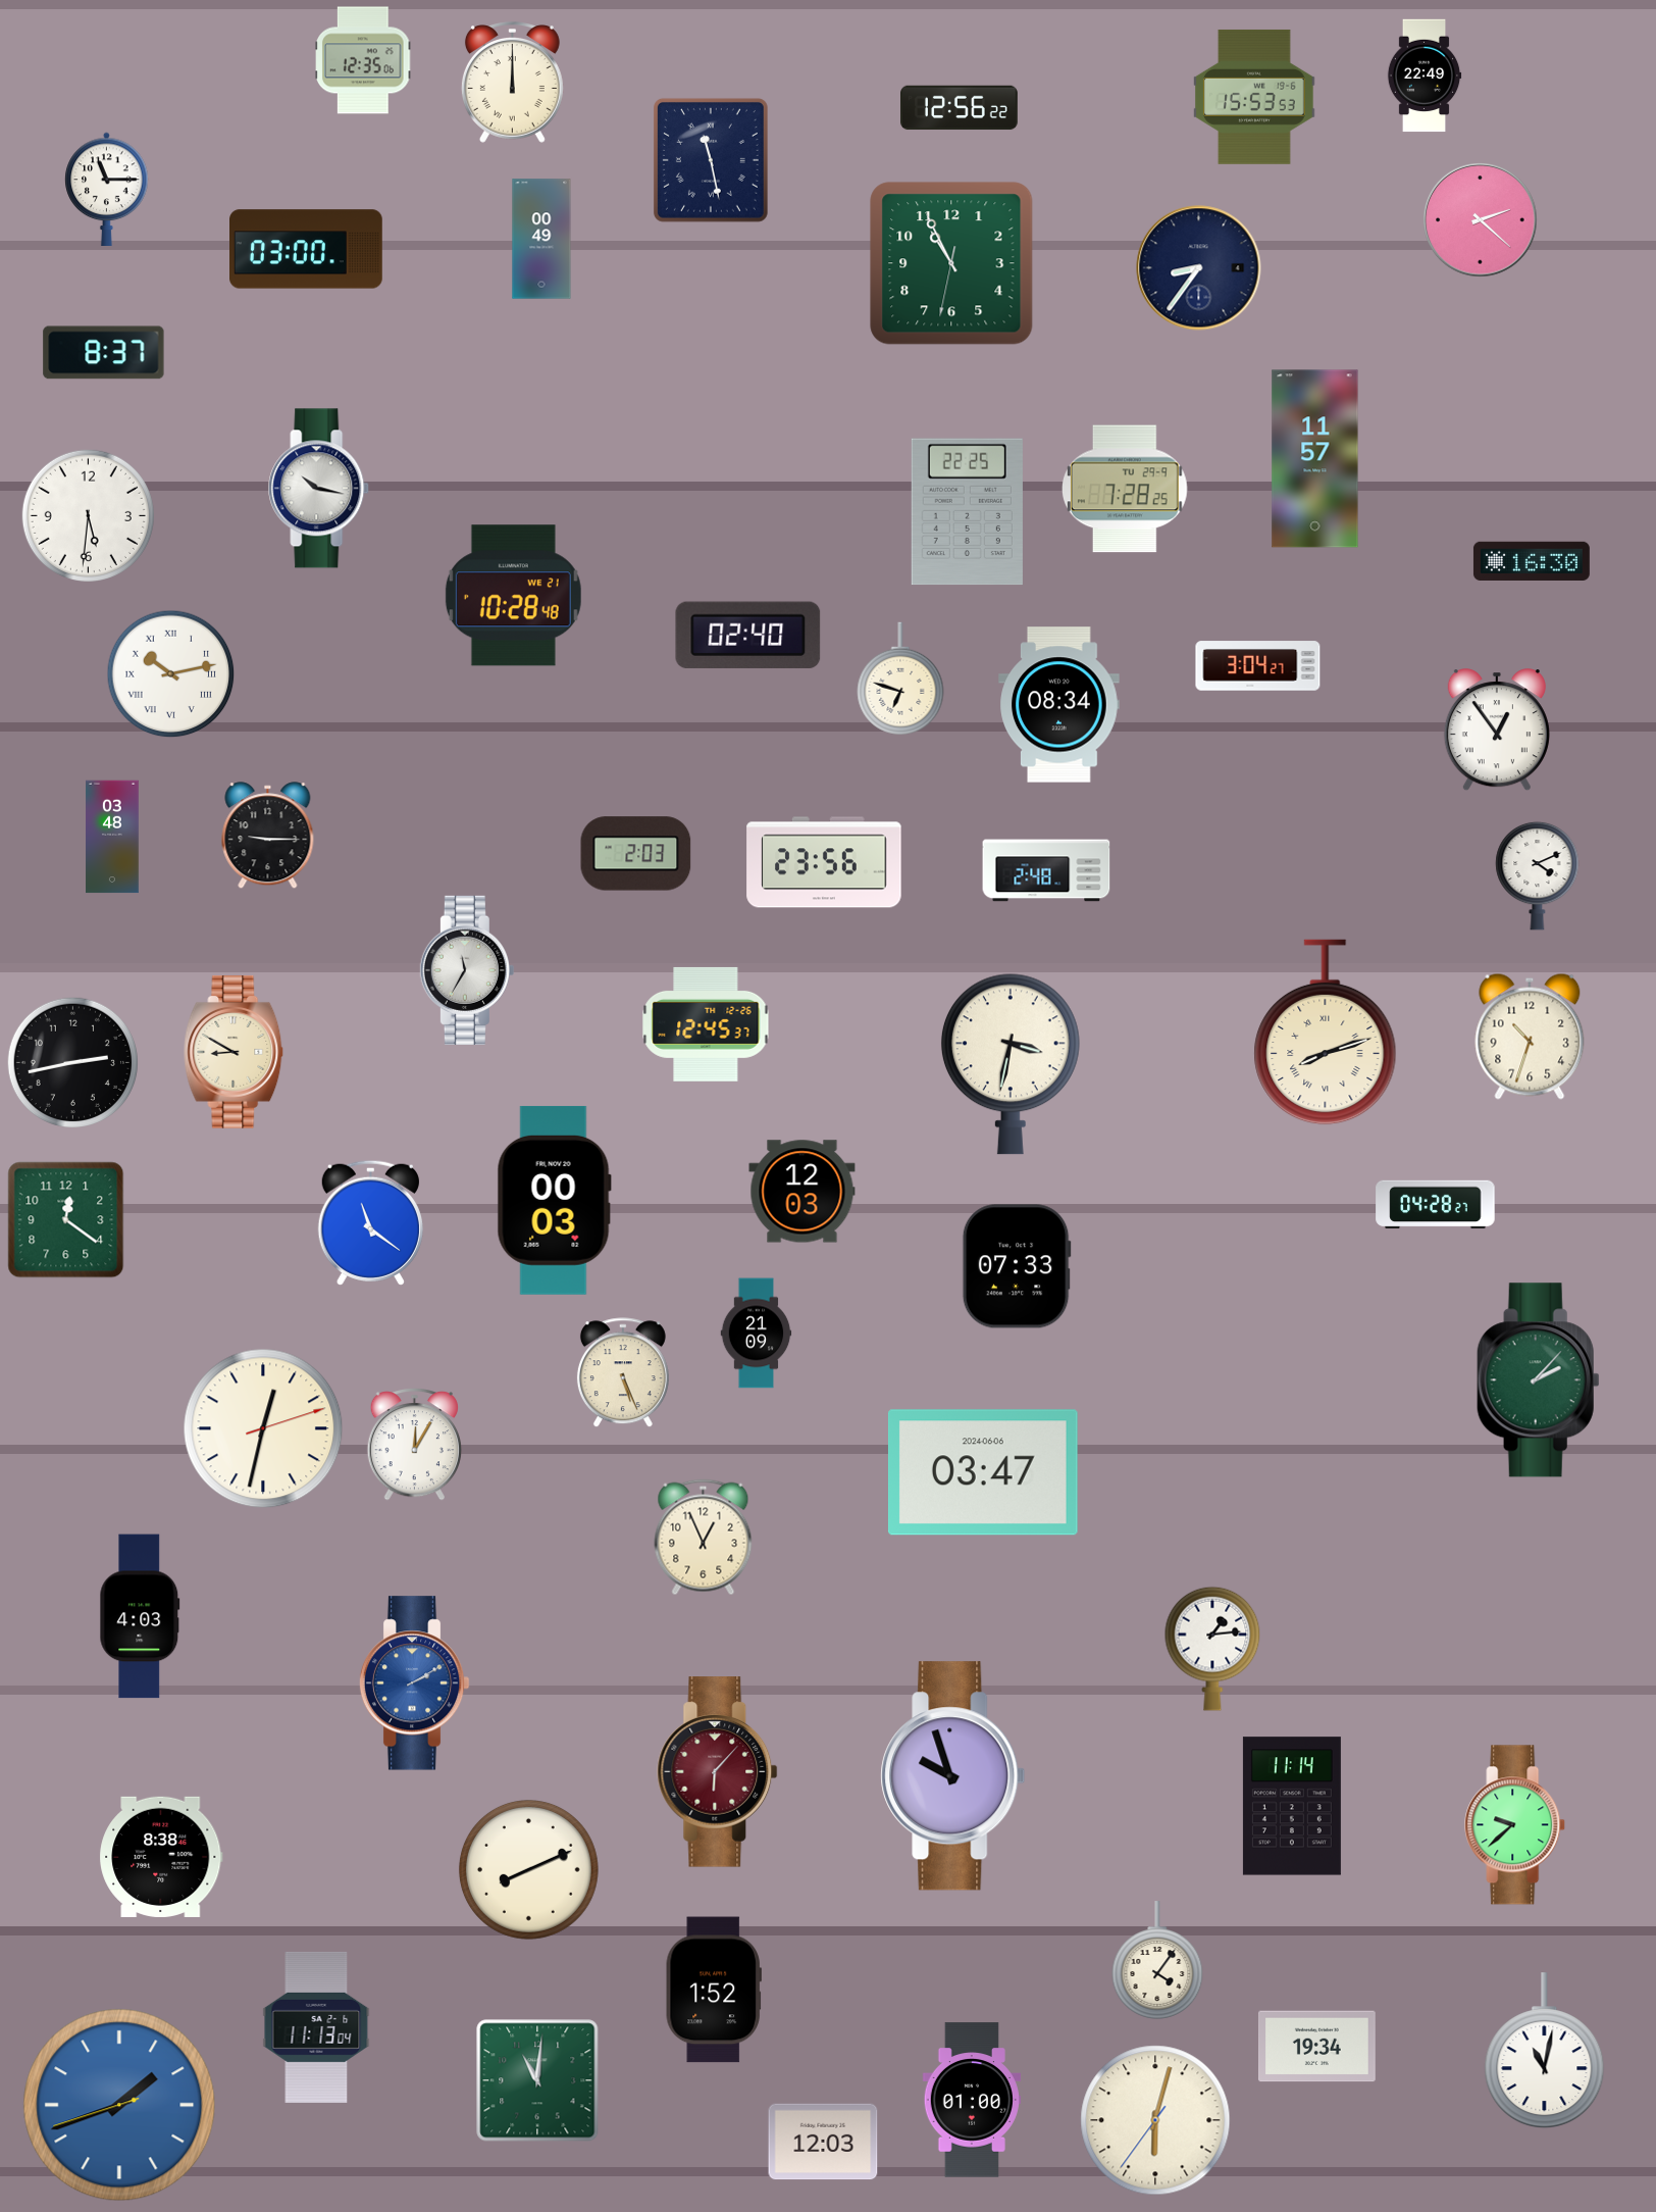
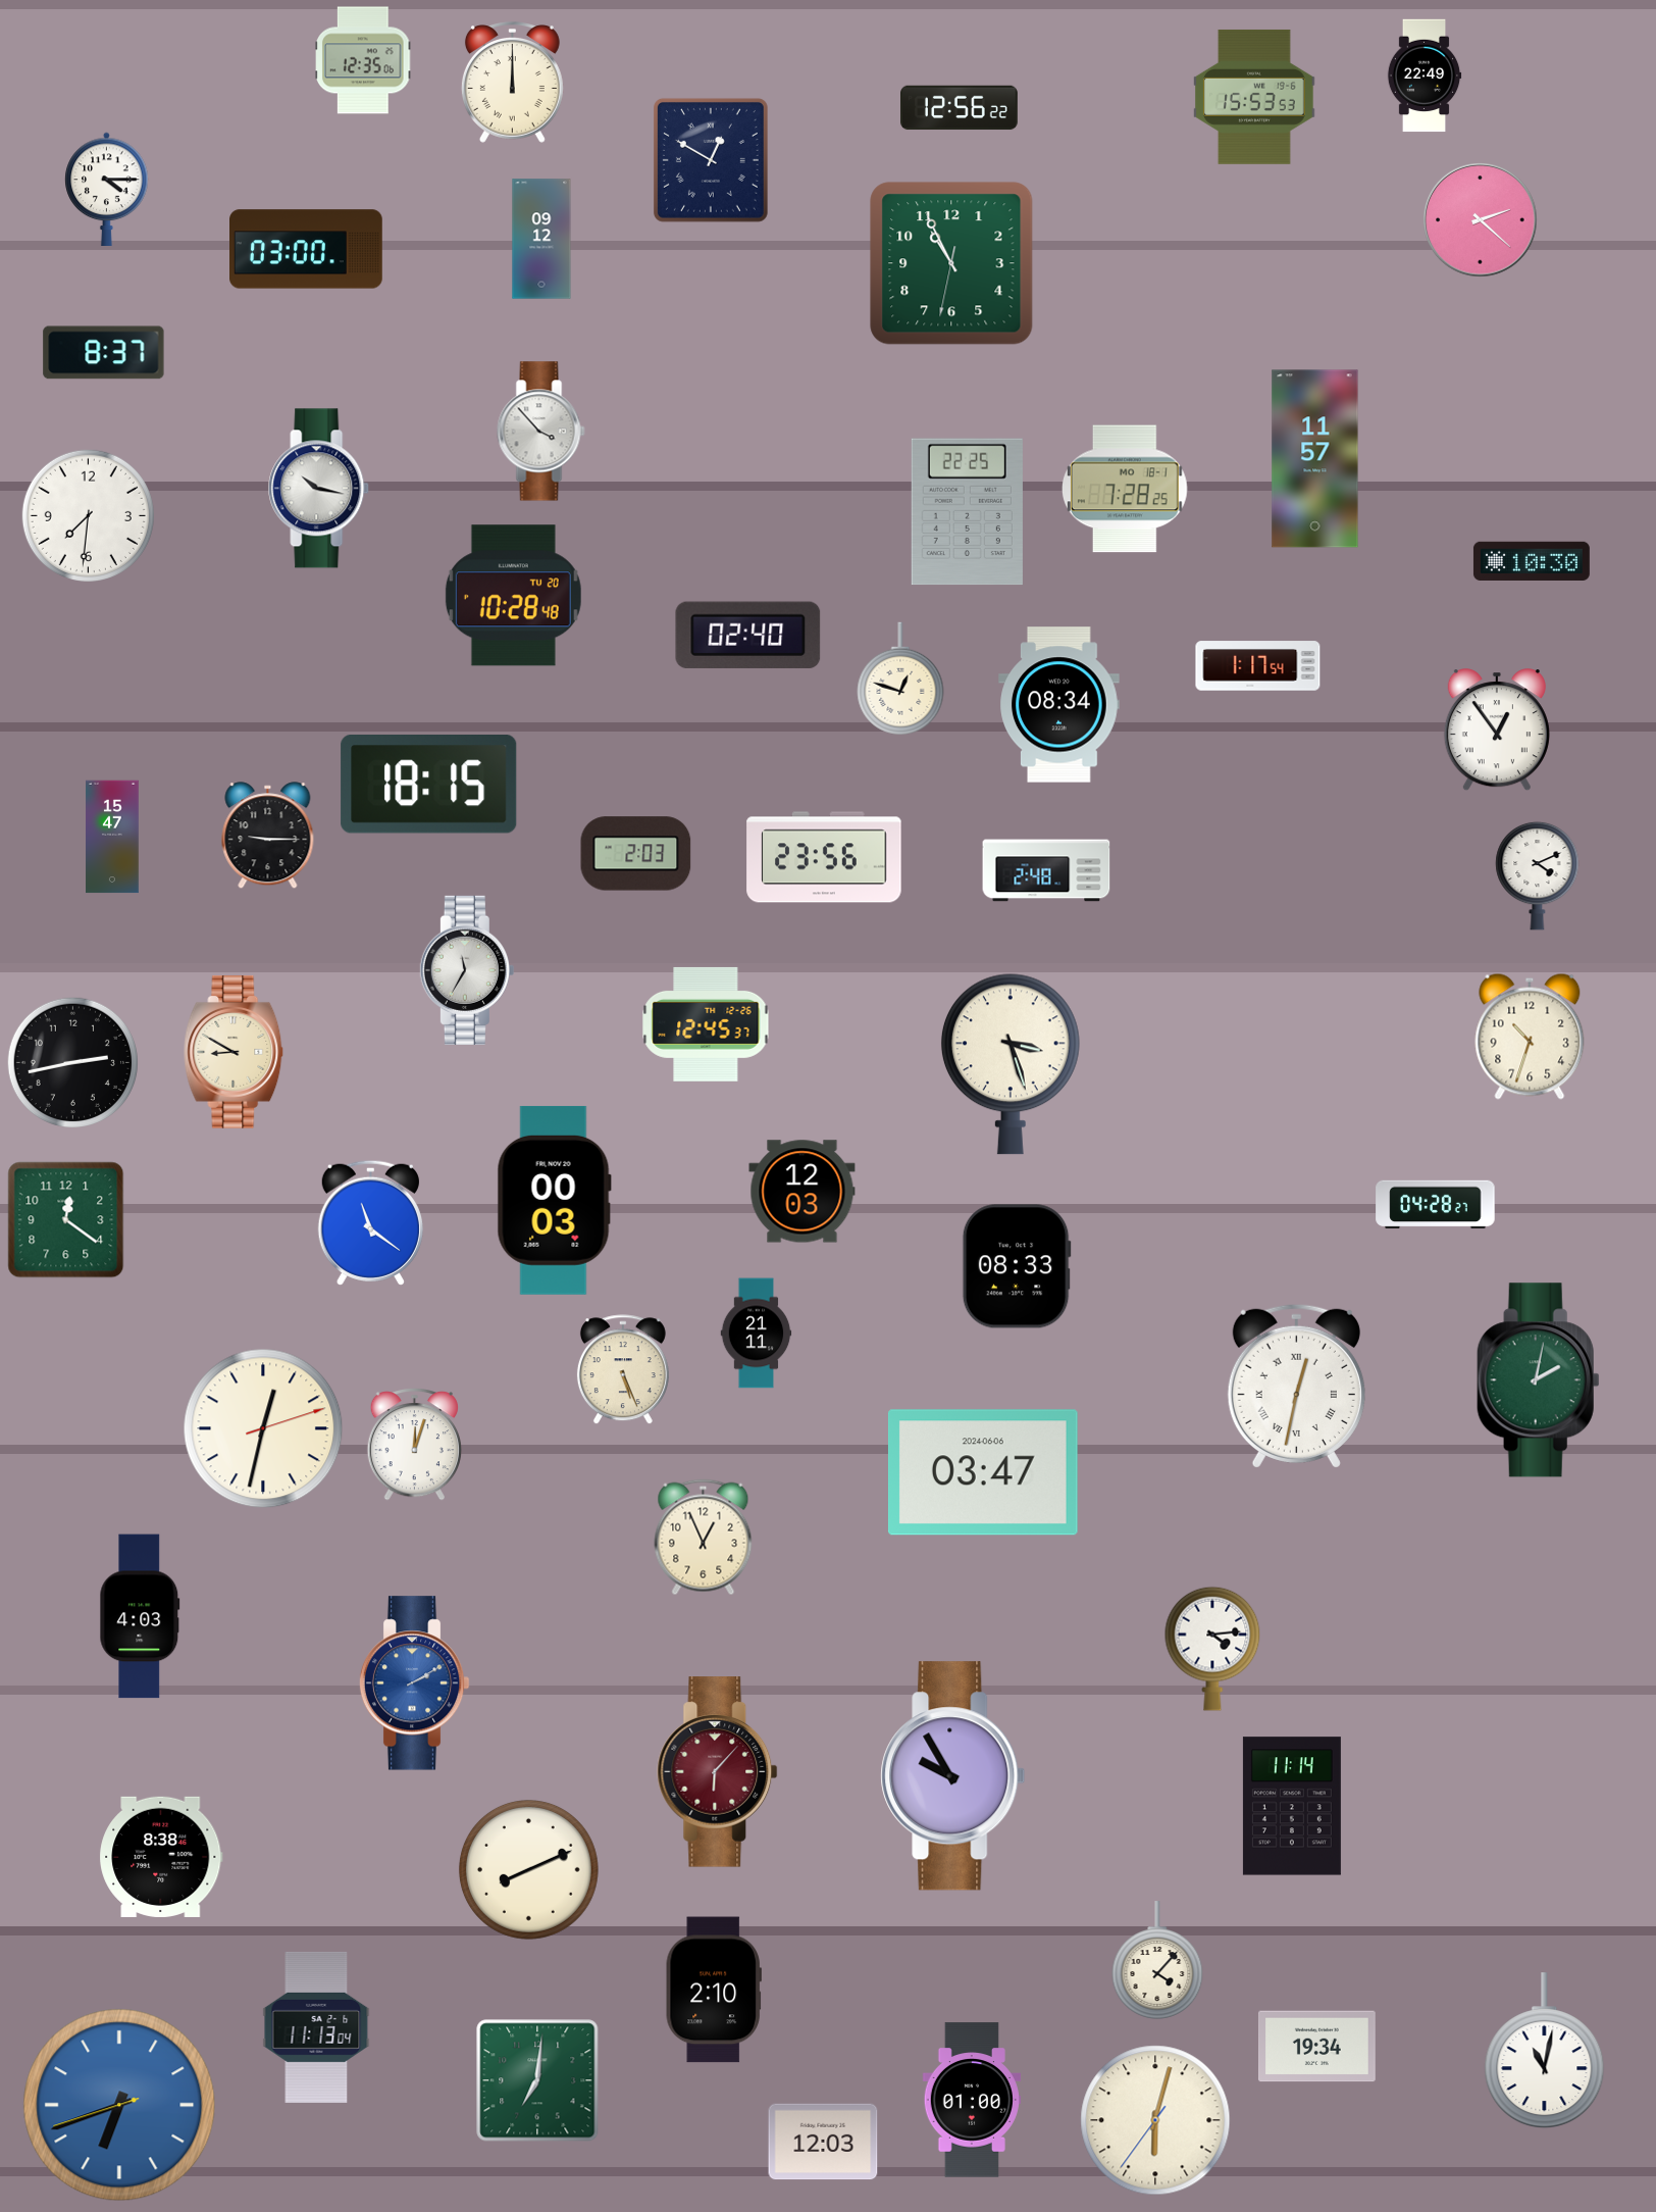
clock at (711, 160): 11:28 -> 12:50
clock at (107, 189): 11:15 -> 4:15
clock at (541, 239): 00:49 -> 09:12
clock at (1199, 268): 8:36 -> none
clock at (541, 432): none -> 3:53
clock at (1125, 489) date: TU 29-9 -> MO 18-1
clock at (88, 515): 5:31 -> 7:31
clock at (1532, 561): 16:30 -> 10:30
clock at (513, 596) date: WE 21 -> TU 20
clock at (1258, 666): 3:04 -> 1:17
clock at (171, 674): 10:13 -> none
clock at (900, 678): 6:48 -> 12:48
clock at (429, 785): none -> 18:15
clock at (112, 837): 03:48 -> 15:47
clock at (824, 862) position: (824, 862) -> (824, 857)
clock at (1326, 1033): 8:12 -> none
clock at (1011, 1064): 3:32 -> 3:27
clock at (1017, 1266): 07:33 -> 08:33
clock at (757, 1334): 21:09 -> 21:11
clock at (623, 1373) position: (623, 1373) -> (623, 1370)
clock at (1538, 1380): 2:07 -> 2:02
clock at (1296, 1386): none -> 12:32
clock at (414, 1445): 12:05 -> 12:03
clock at (1212, 1649): 1:14 -> 4:14
clock at (953, 1776): 9:57 -> 9:55
clock at (1515, 1825): 9:38 -> none
clock at (1157, 1960): 4:06 -> 4:07
clock at (714, 1990): 1:52 -> 2:10
clock at (537, 2080): 11:01 -> 7:01
clock at (119, 2105): 1:41 -> 6:41
